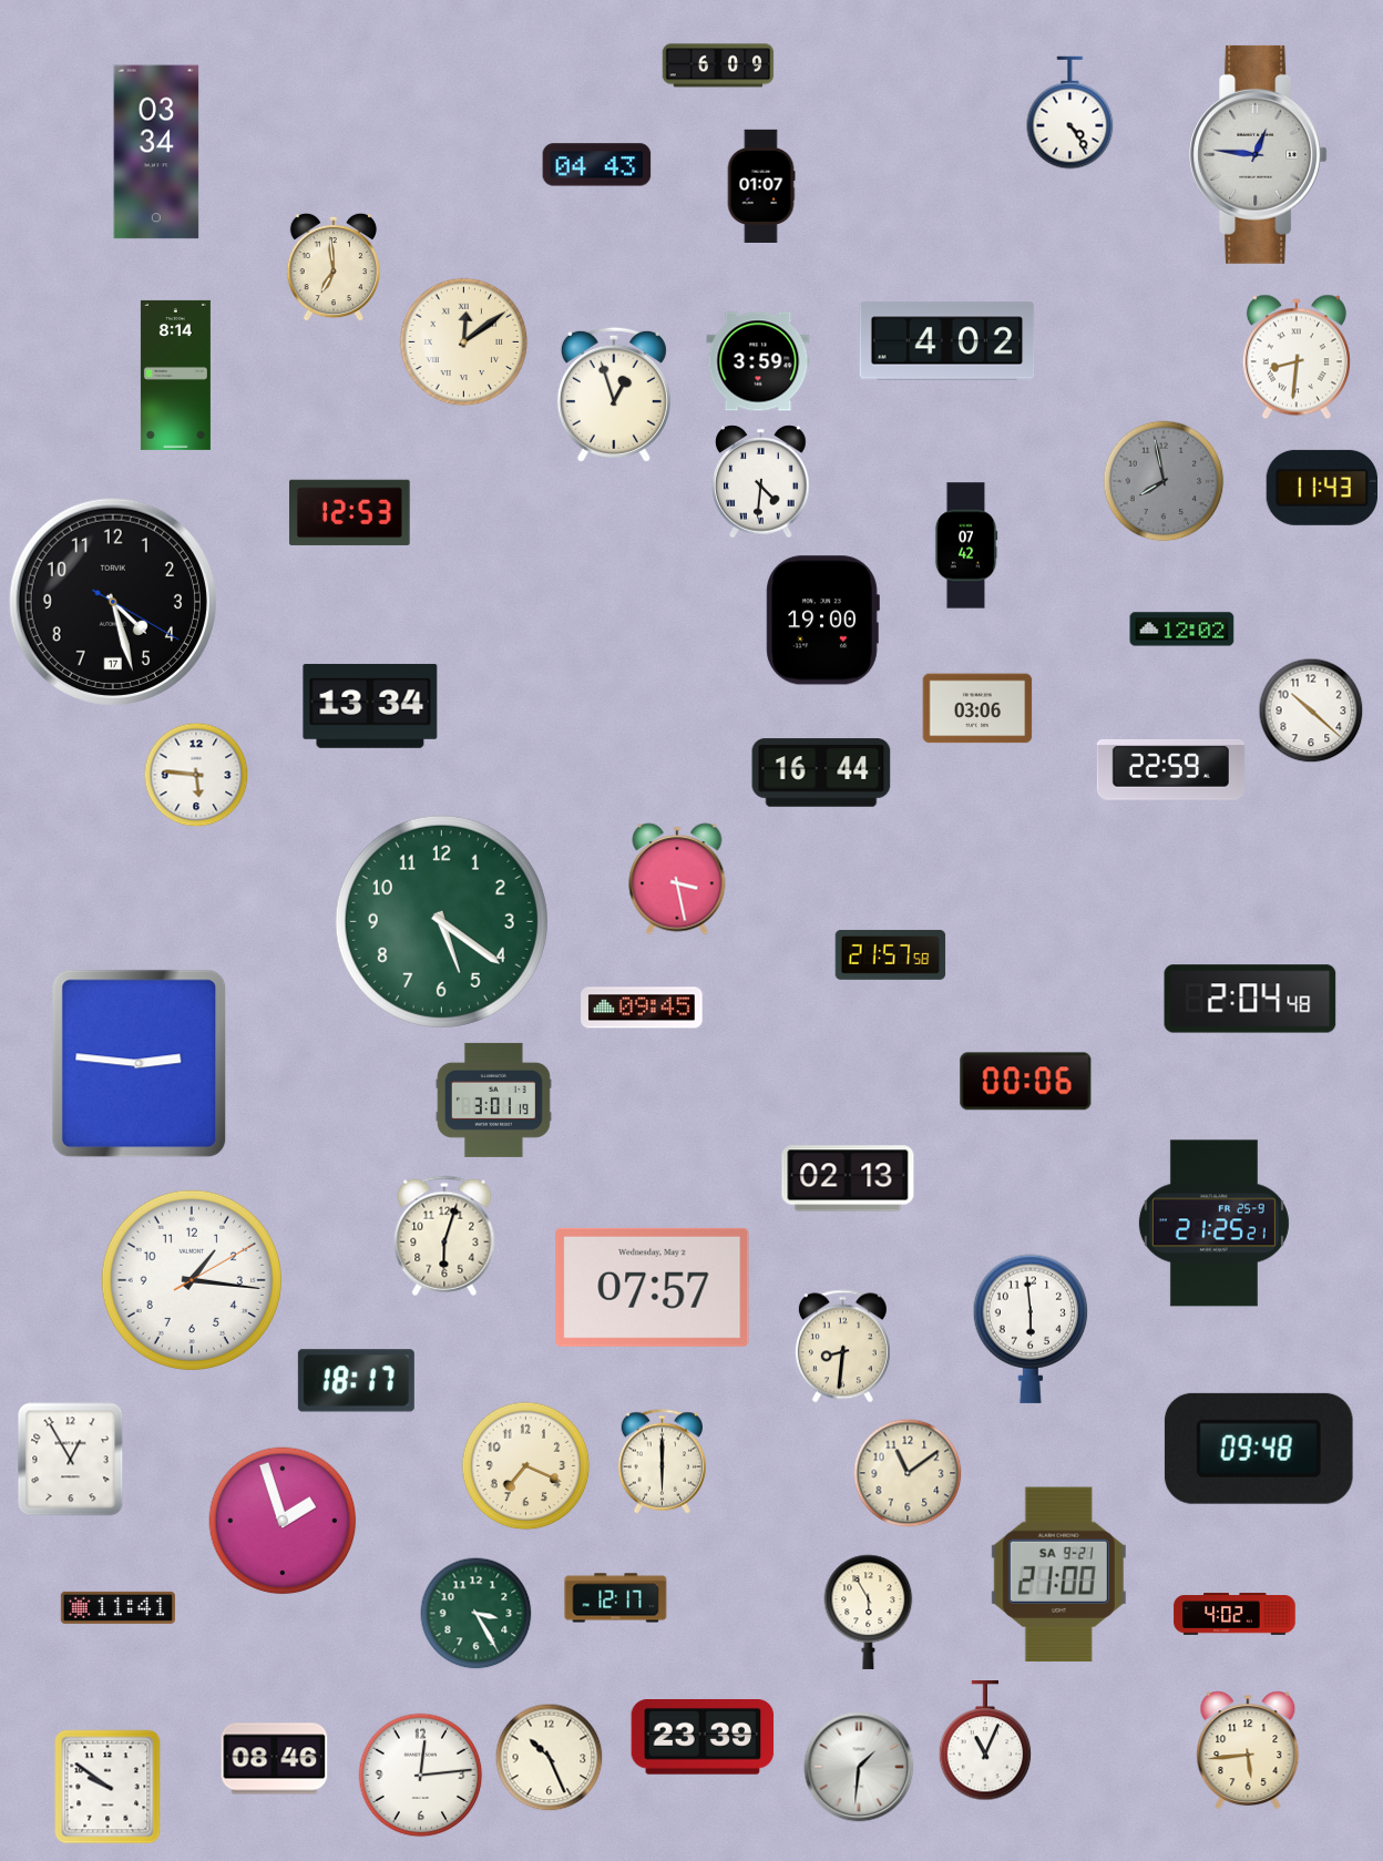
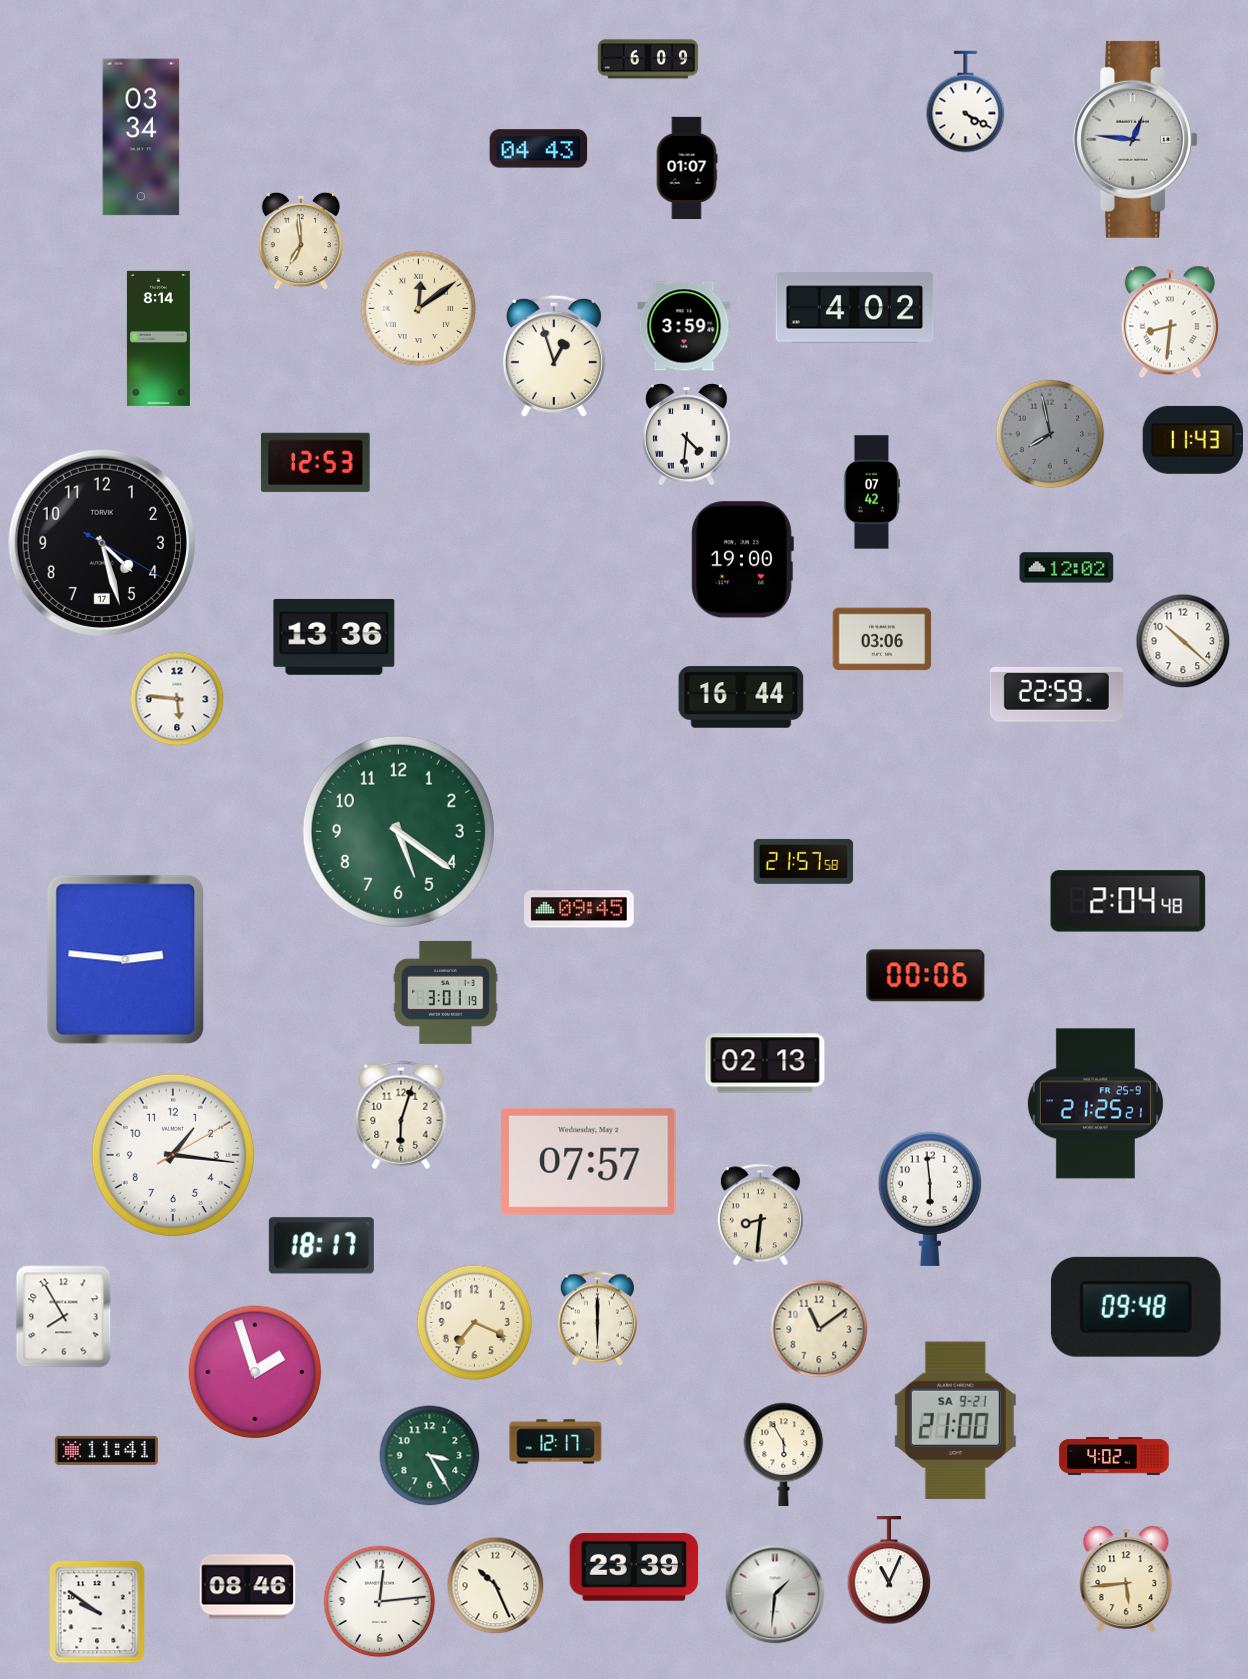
clock at (1070, 113): 4:24 -> 4:20
clock at (370, 706): 13:34 -> 13:36
clock at (677, 879): 3:28 -> none
clock at (71, 1460): 12:55 -> 7:55
